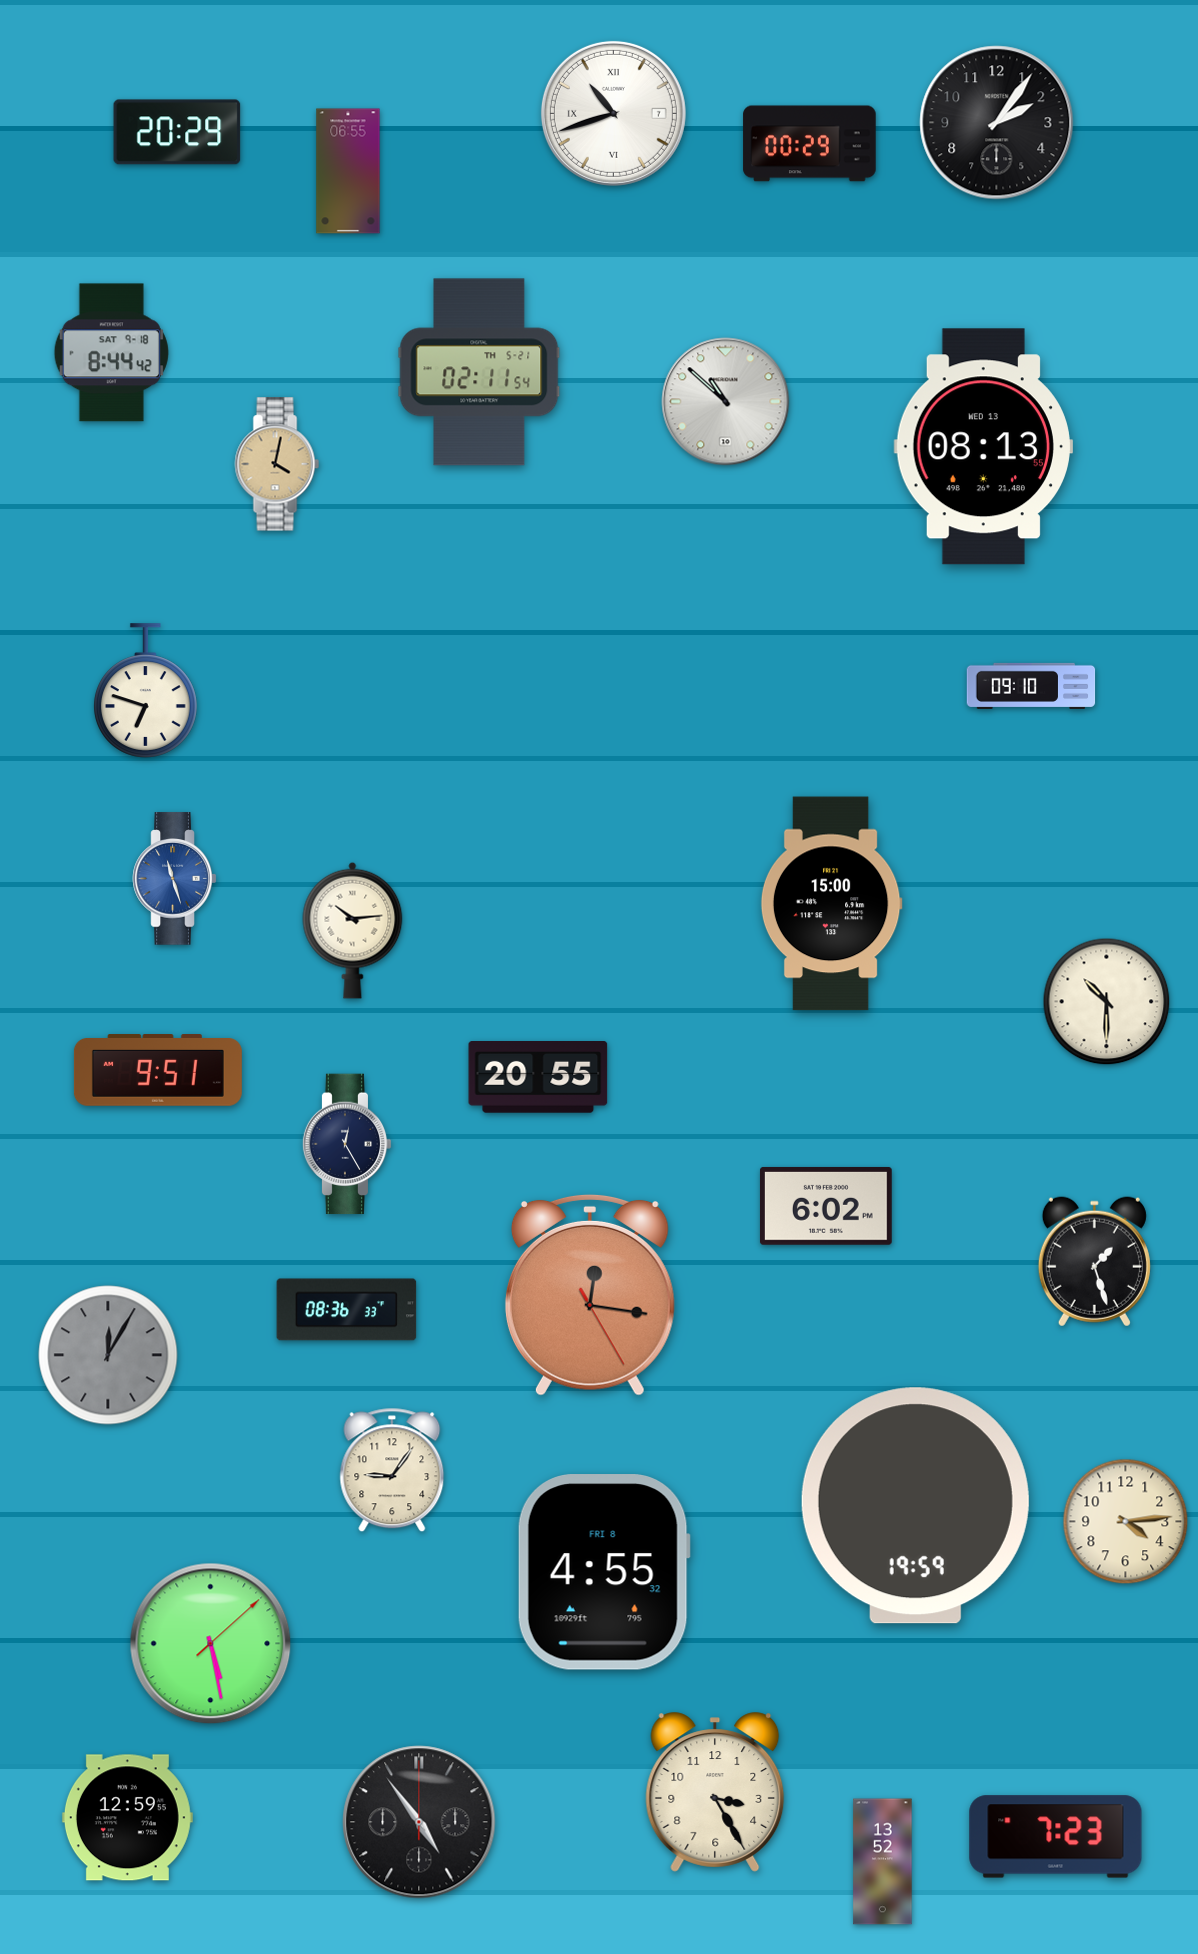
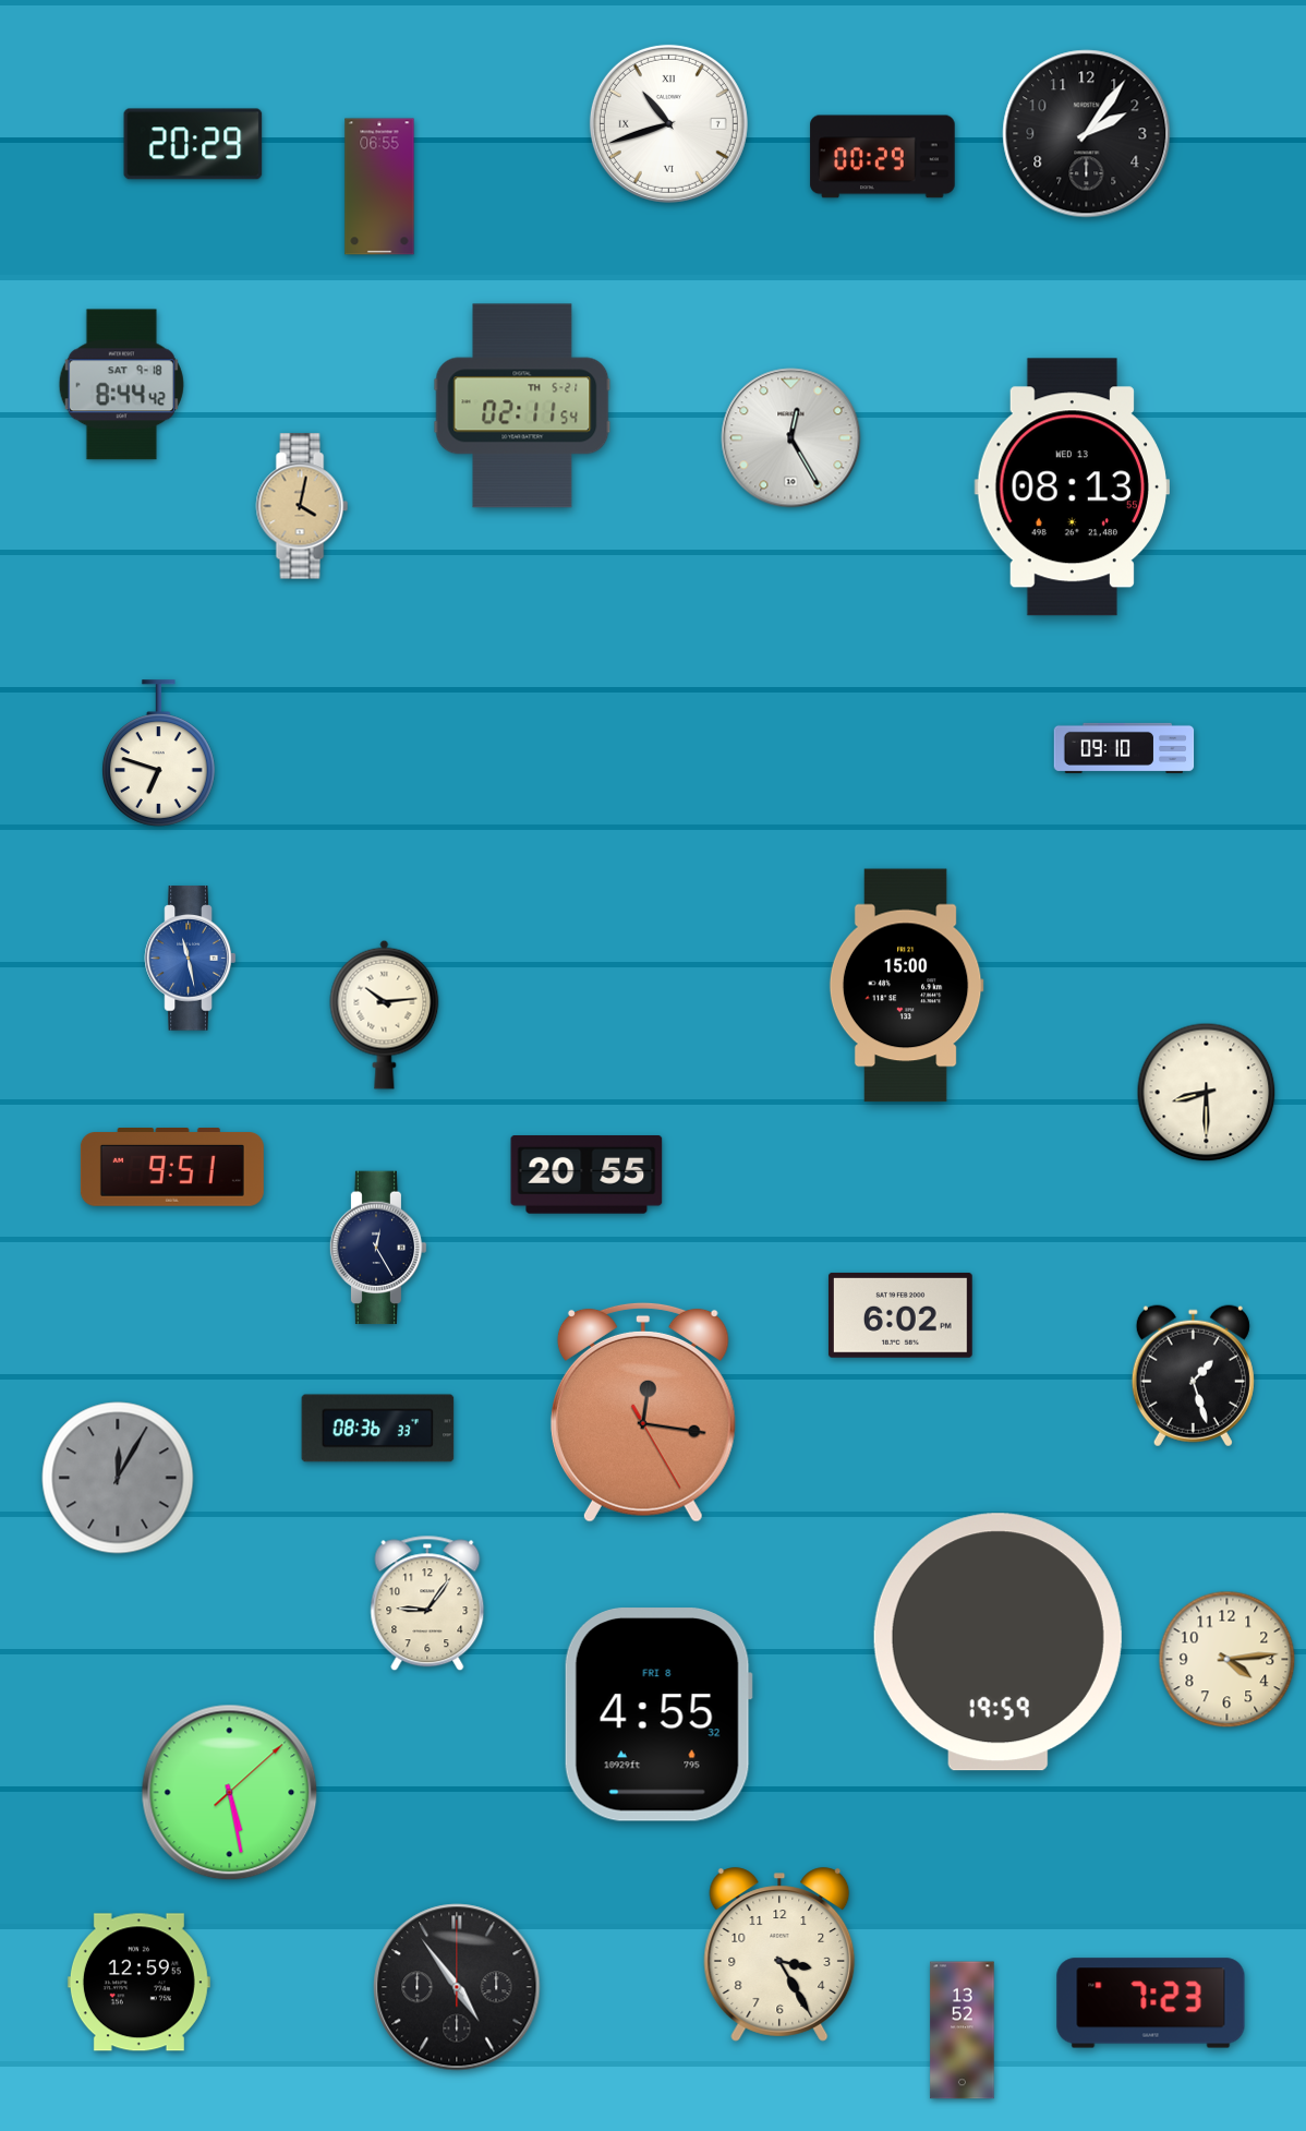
clock at (726, 402): 10:52 -> 12:25
clock at (175, 879): 11:27 -> 11:28
clock at (1107, 1002): 10:30 -> 8:30
